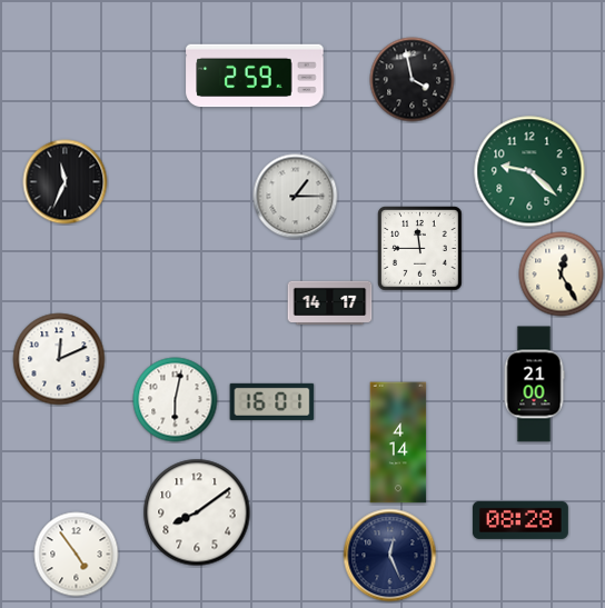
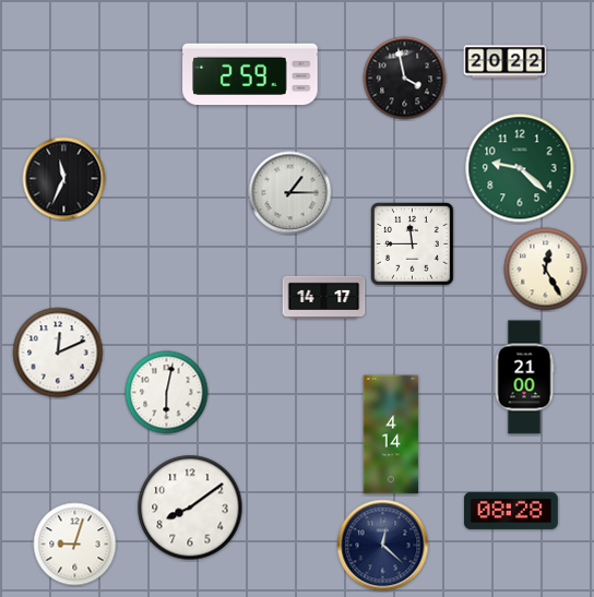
clock at (506, 62): none -> 20:22
clock at (562, 275) position: (562, 275) -> (546, 270)
clock at (176, 400) position: (176, 400) -> (167, 393)
clock at (272, 401): 16:01 -> none
clock at (197, 512) position: (197, 512) -> (190, 508)
clock at (77, 555): 4:54 -> 9:03
clock at (390, 556): 12:26 -> 12:22
